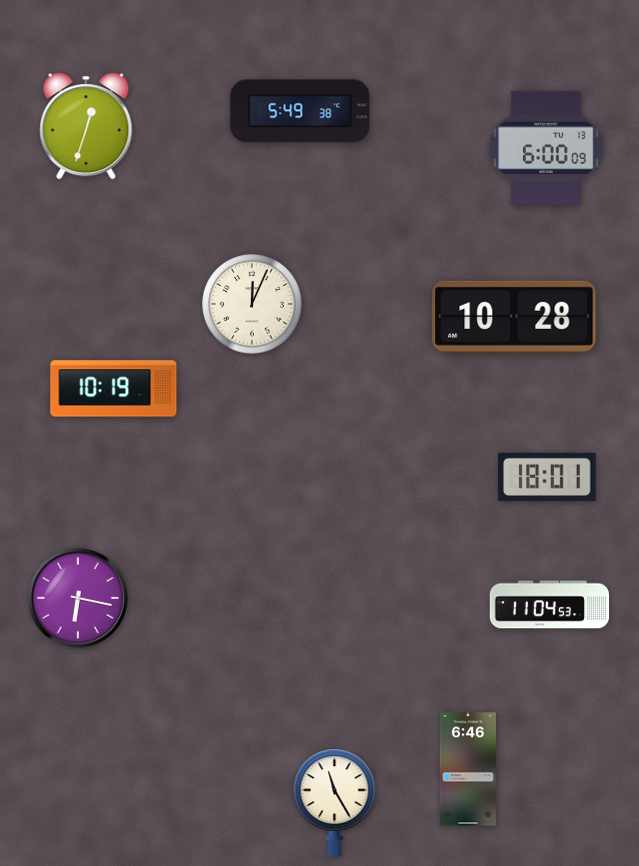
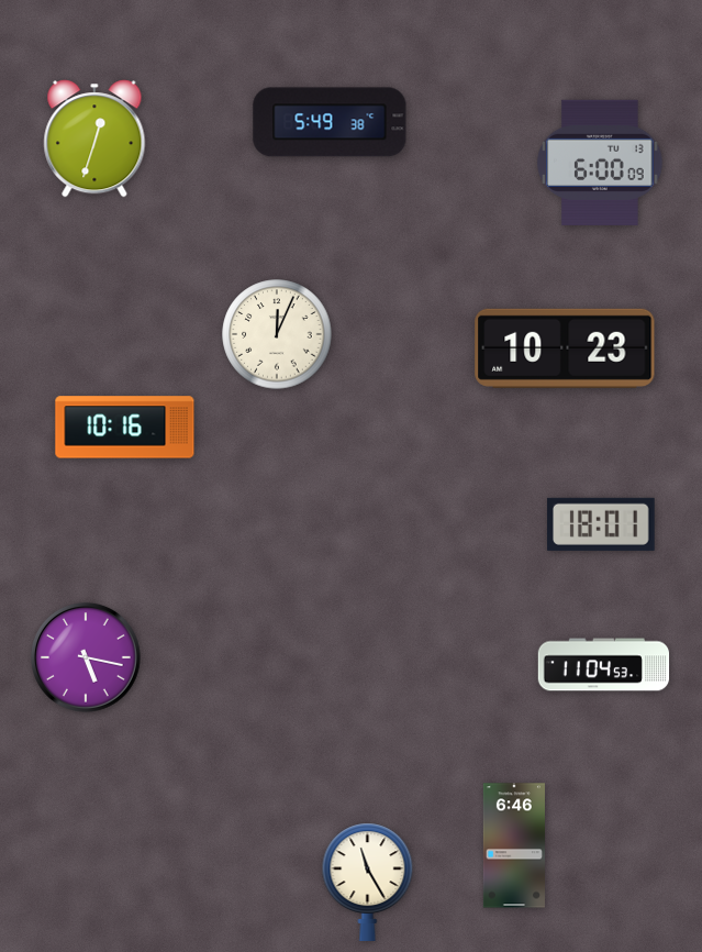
clock at (514, 317): 10:28 -> 10:23
clock at (114, 389): 10:19 -> 10:16
clock at (78, 598): 6:17 -> 5:17
